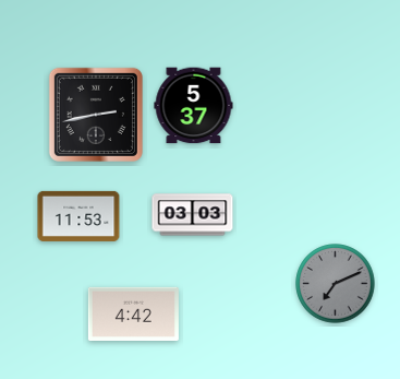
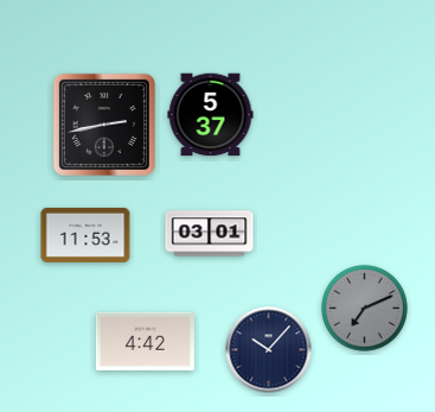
clock at (193, 215): 03:03 -> 03:01
clock at (269, 350): none -> 10:07
